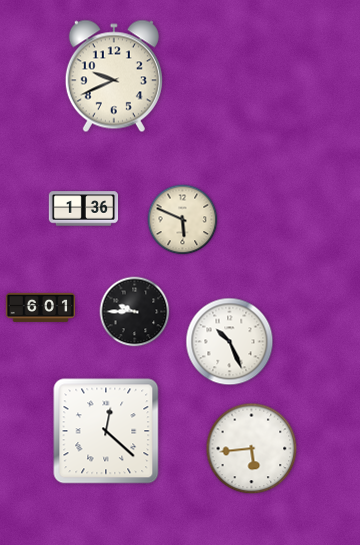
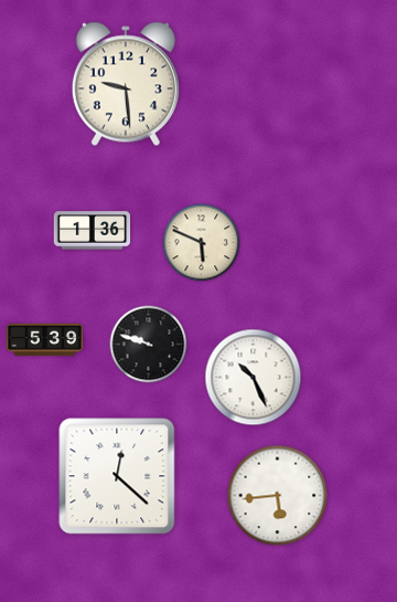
clock at (114, 76): 9:41 -> 9:29
clock at (41, 307): 6:01 -> 5:39
clock at (135, 312): 9:45 -> 9:48
